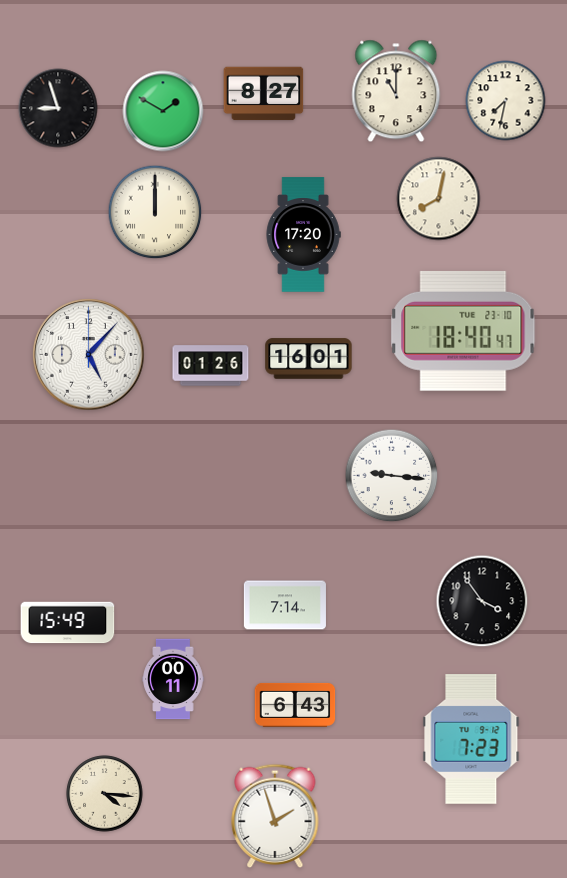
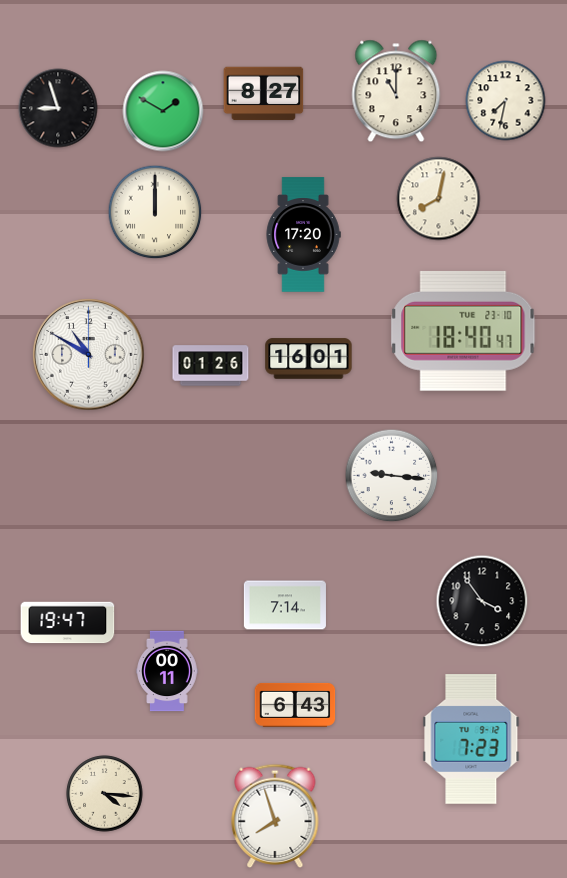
clock at (89, 355): 5:07 -> 10:50
clock at (68, 623): 15:49 -> 19:47
clock at (173, 679) position: (173, 679) -> (167, 671)
clock at (275, 815): 1:57 -> 7:57
